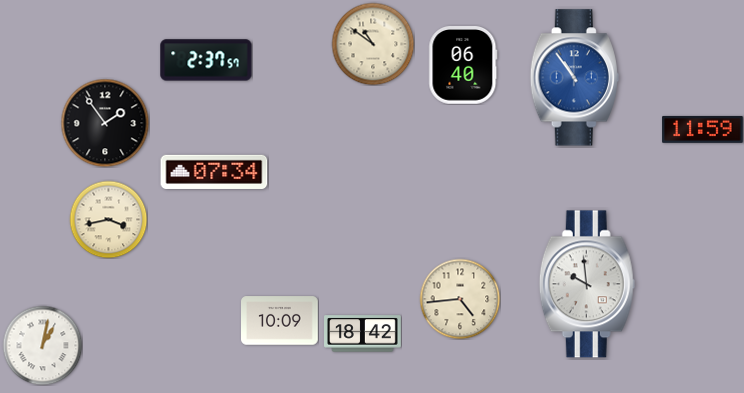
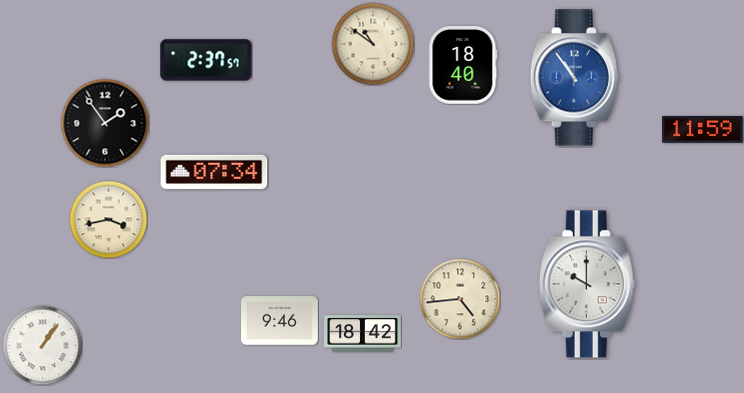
clock at (463, 66): 06:40 -> 18:40
clock at (587, 284): 9:59 -> 10:00
clock at (280, 321): 10:09 -> 9:46
clock at (42, 345): 1:02 -> 1:06
